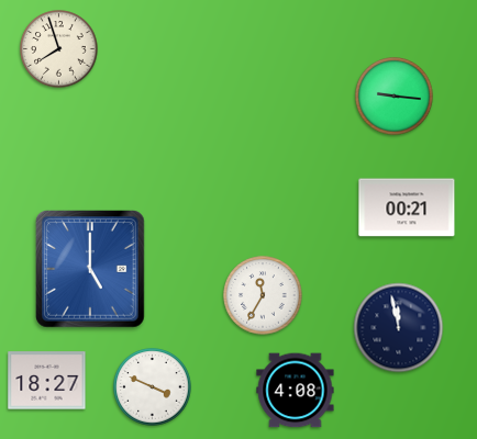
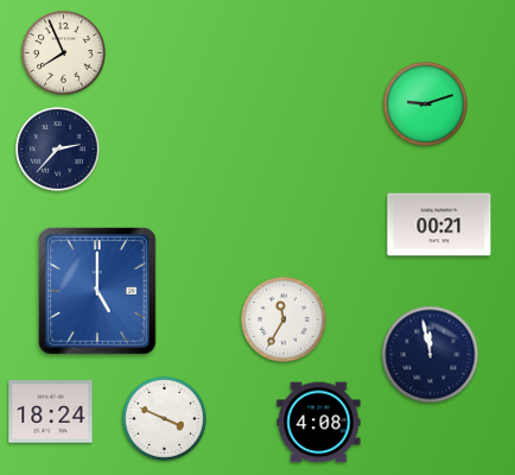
clock at (59, 49): 7:57 -> 7:56
clock at (395, 97): 9:16 -> 9:12
clock at (58, 150): none -> 2:37
clock at (47, 381): 18:27 -> 18:24
